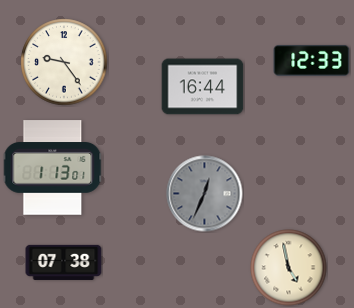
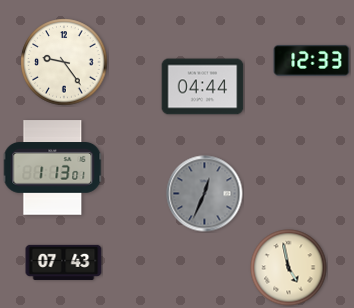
clock at (203, 87): 16:44 -> 04:44
clock at (64, 262): 07:38 -> 07:43
